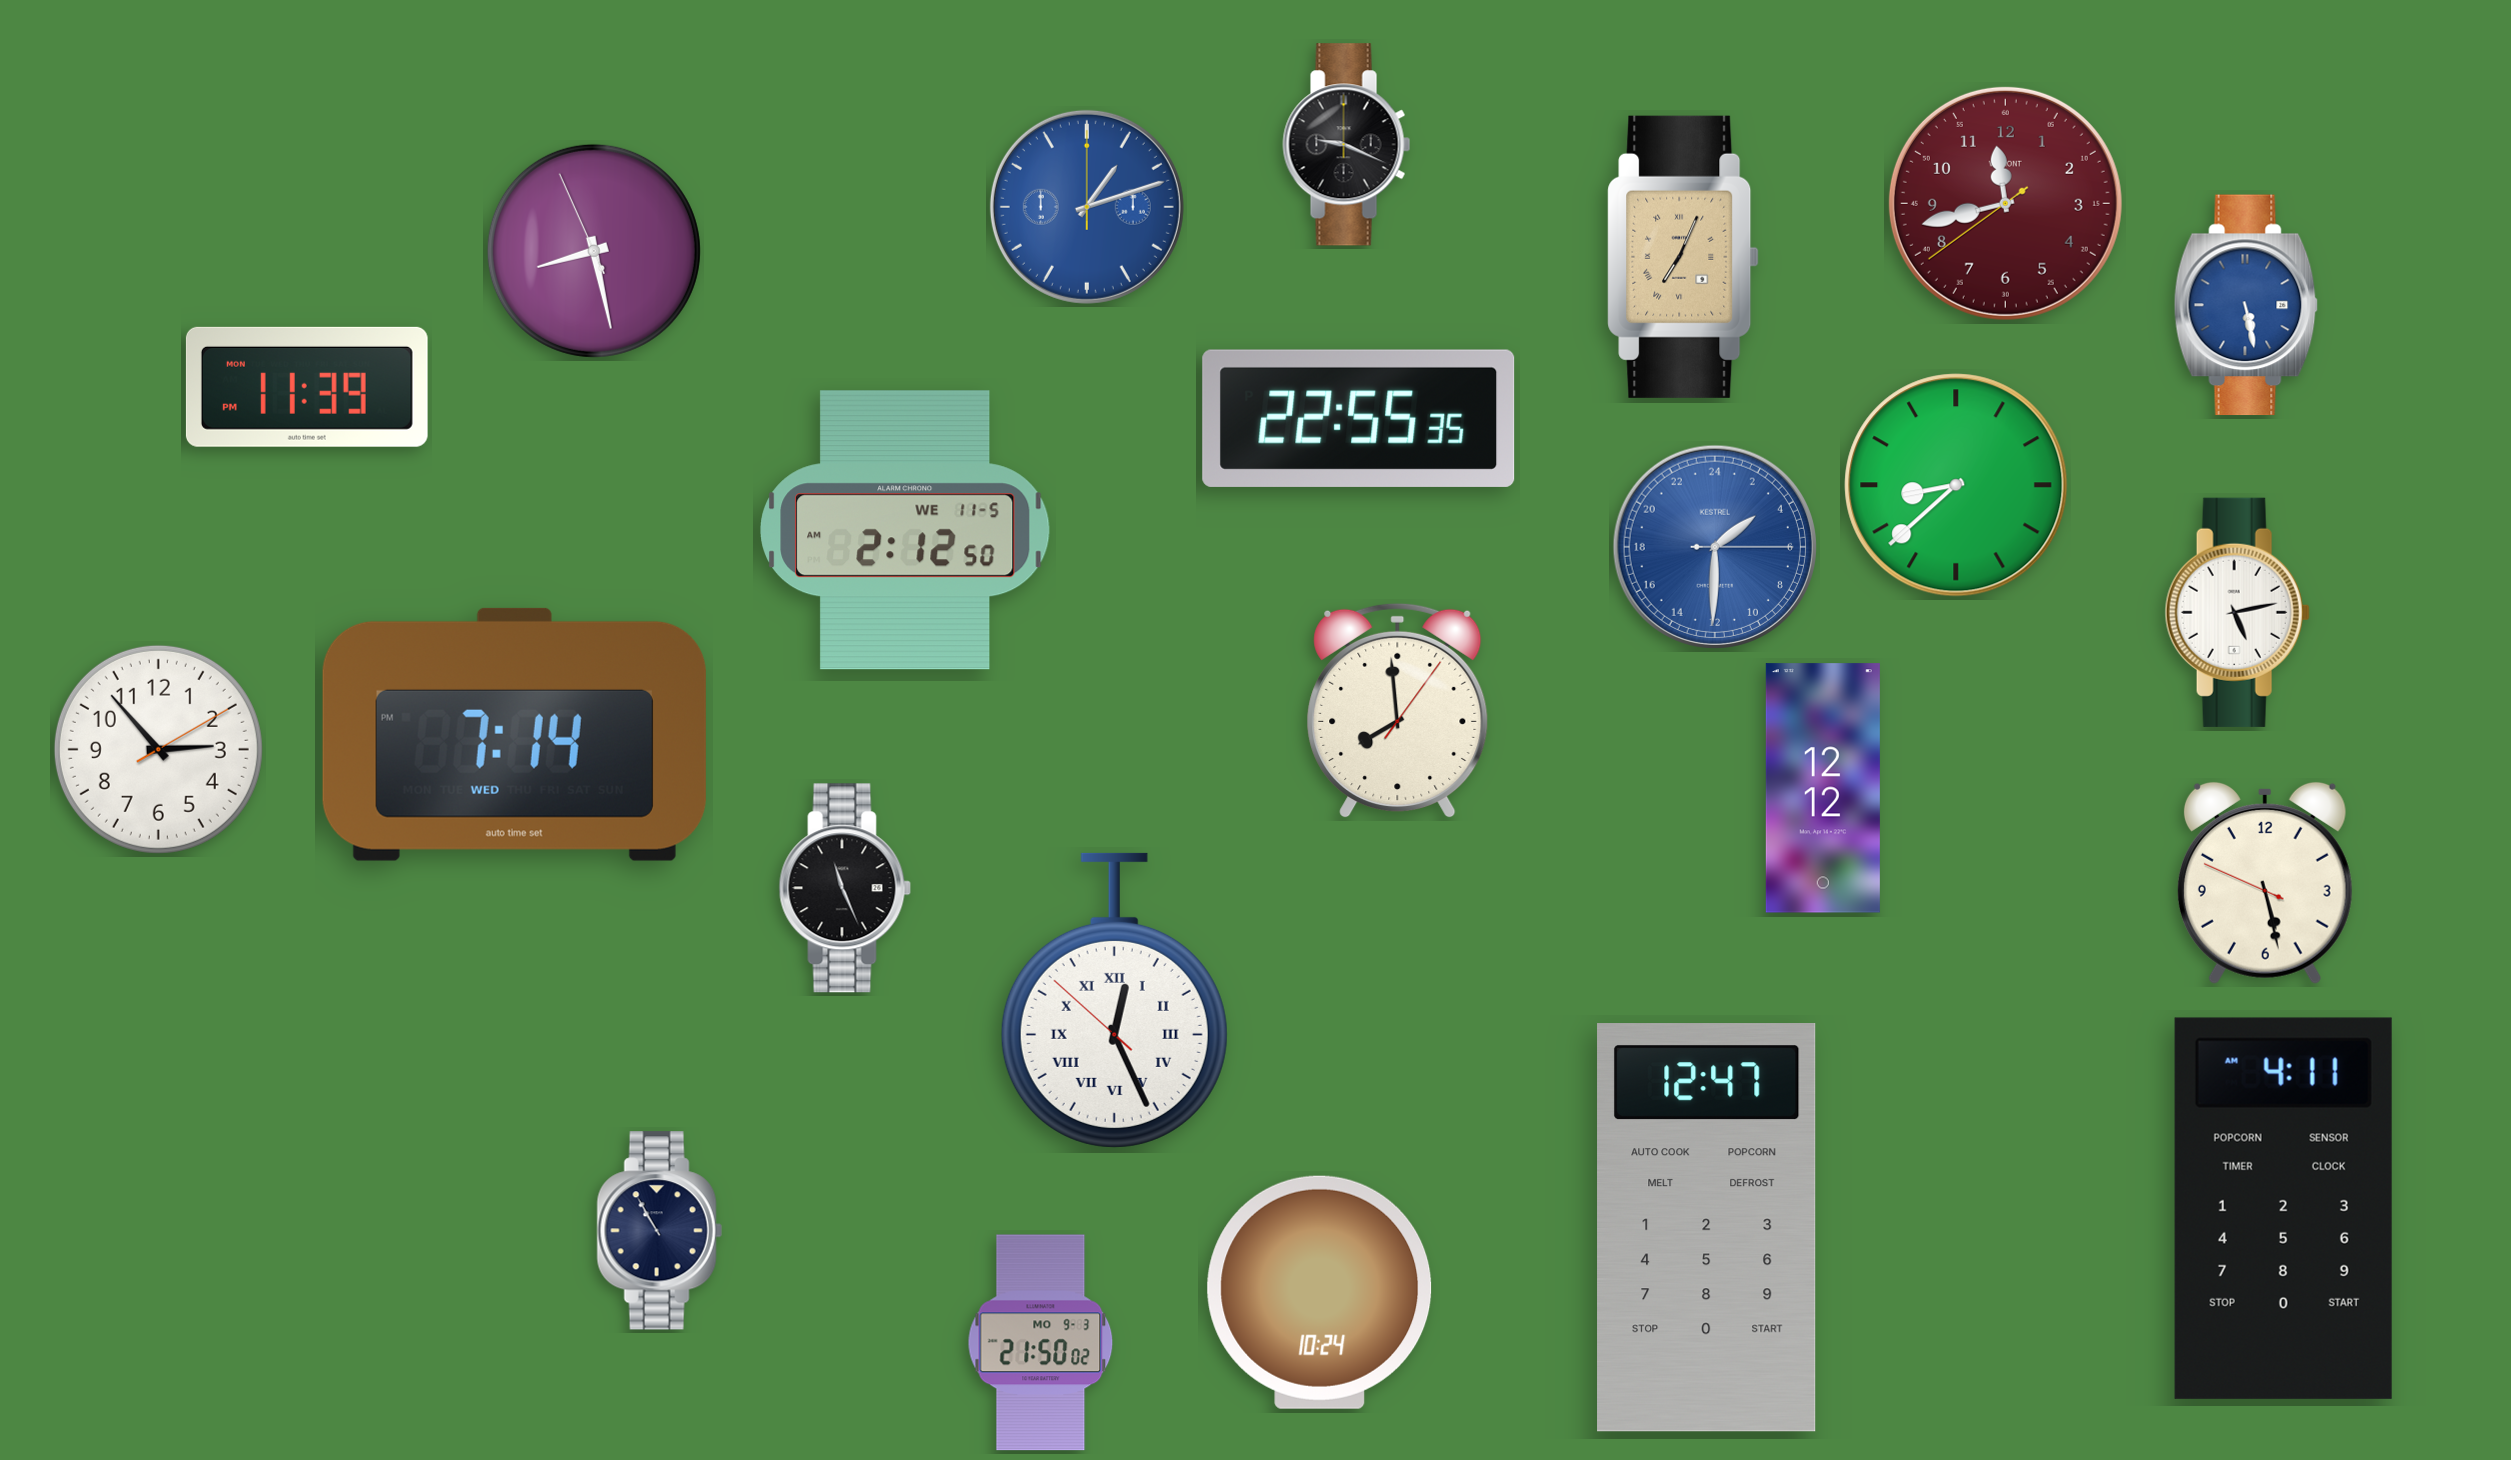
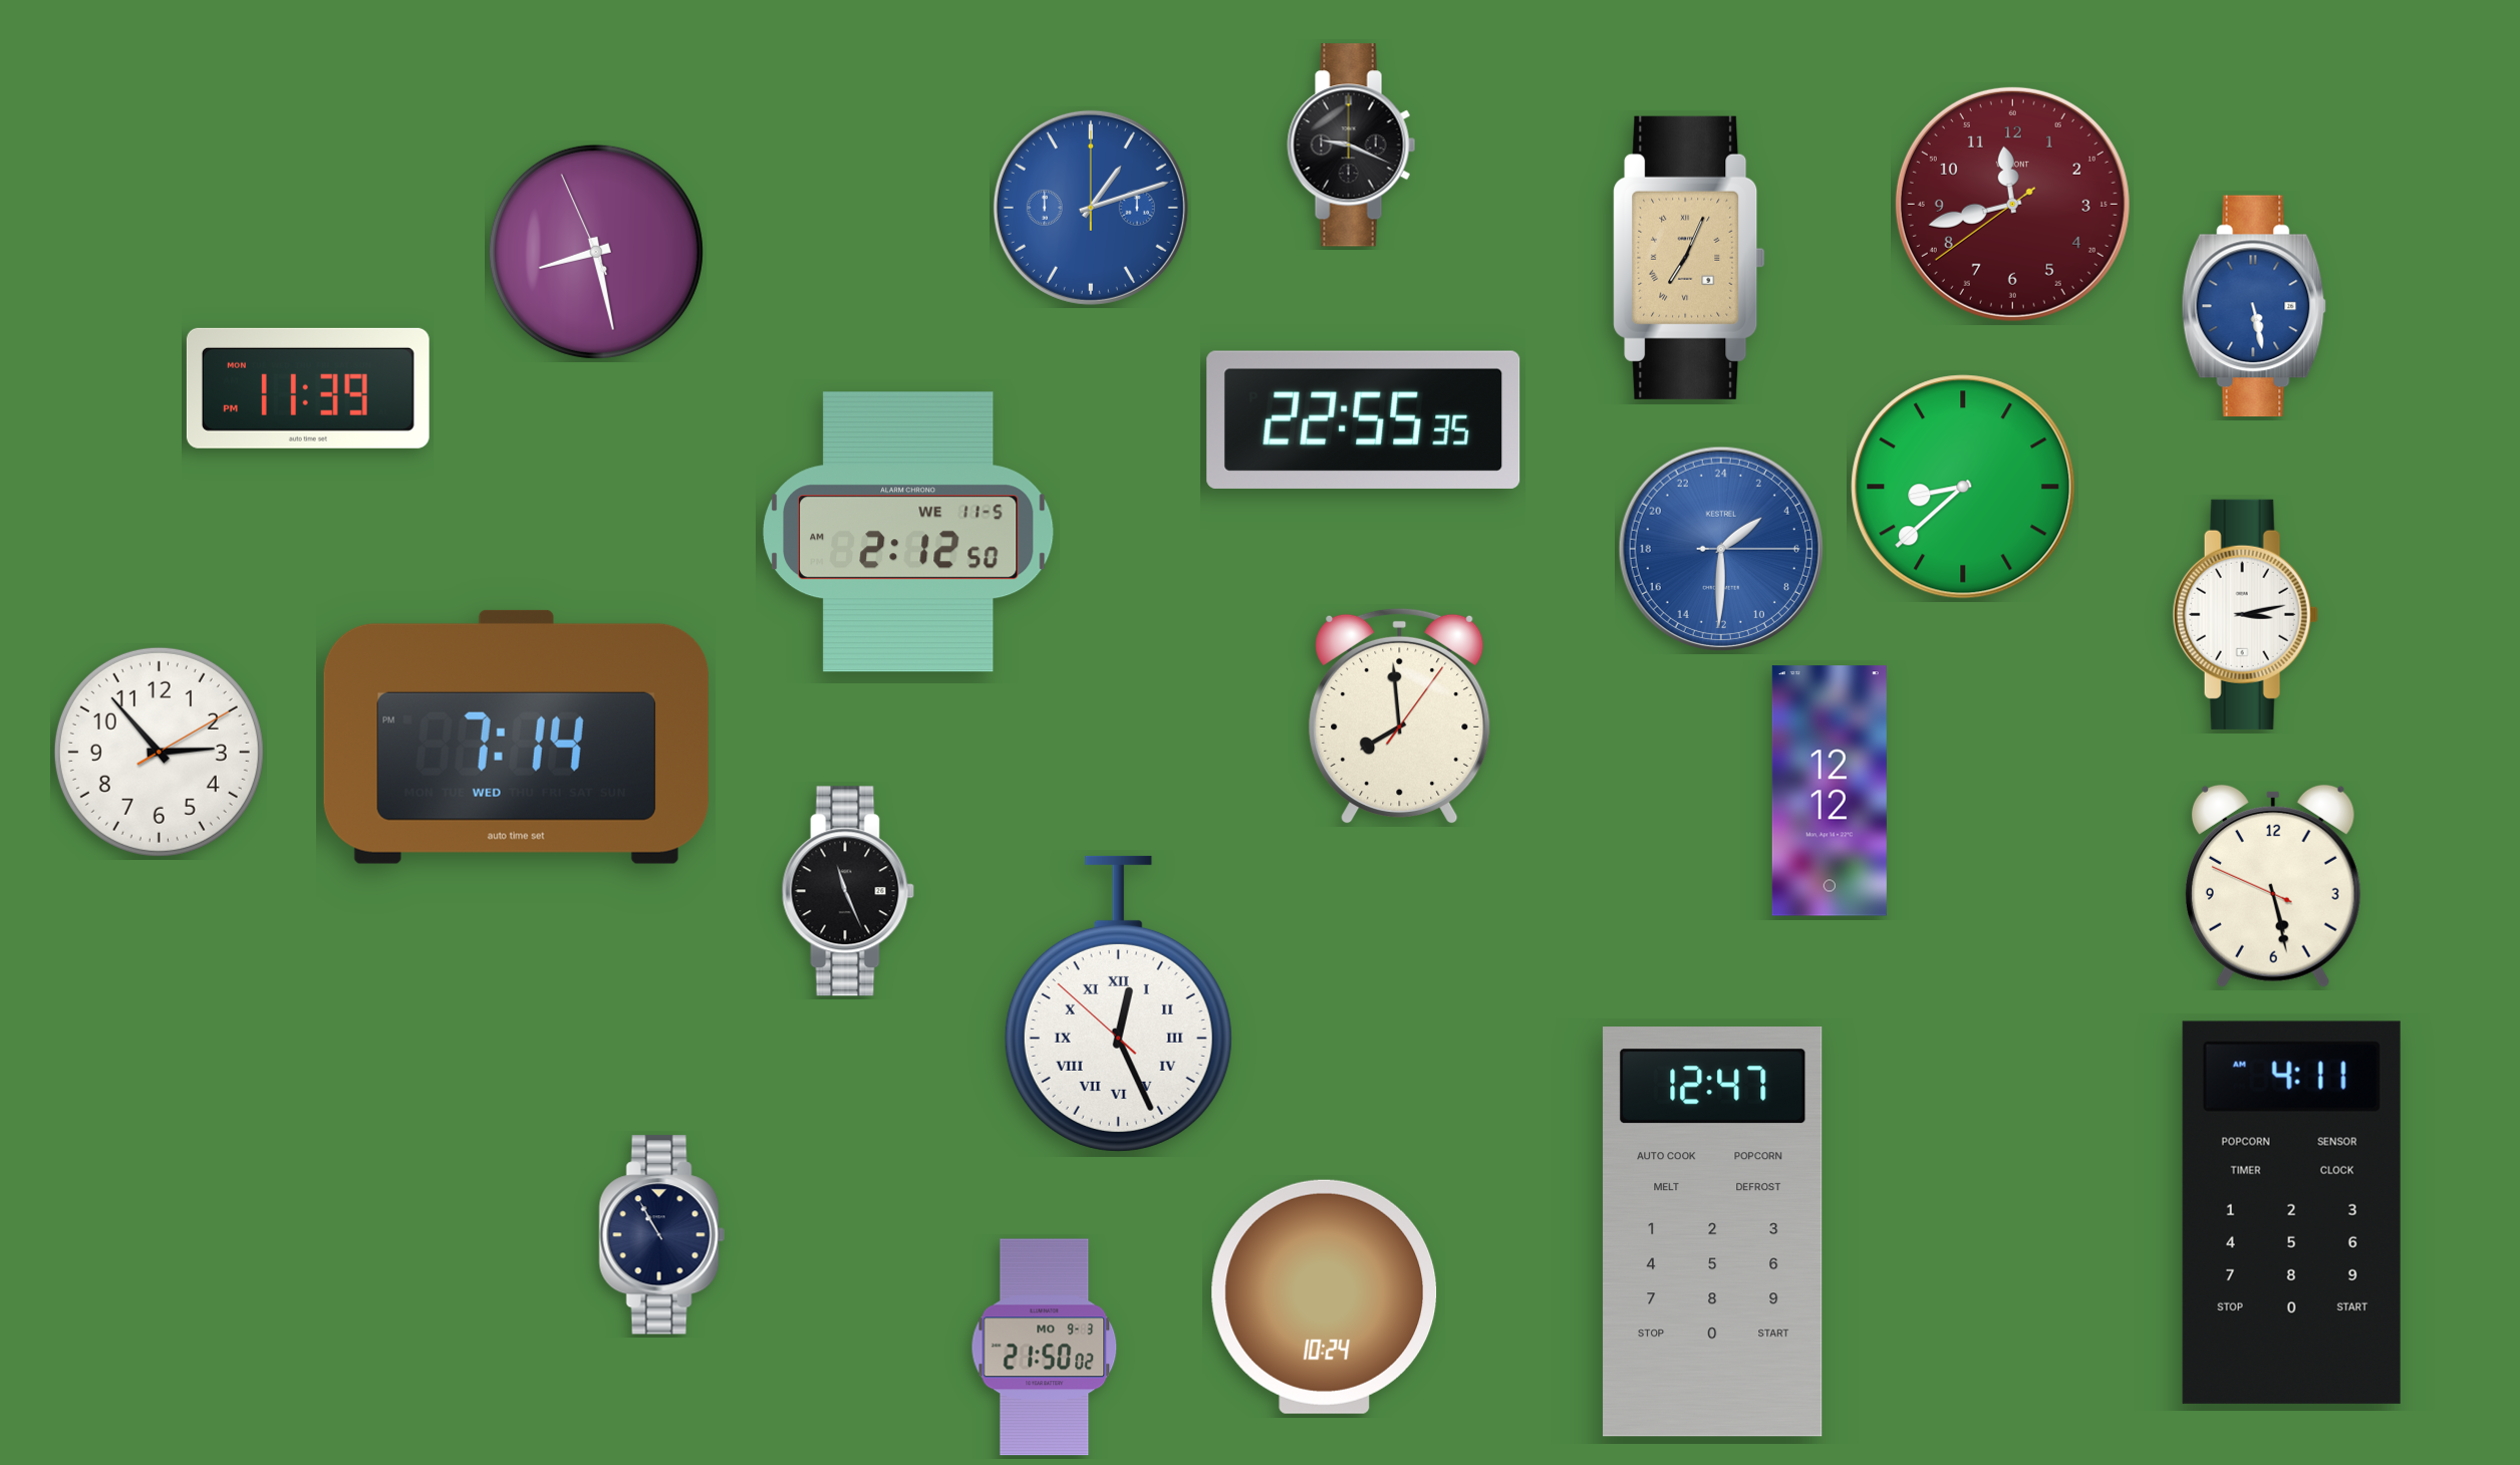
clock at (2237, 612): 5:13 -> 3:13
clock at (1398, 711) position: (1398, 711) -> (1400, 716)
